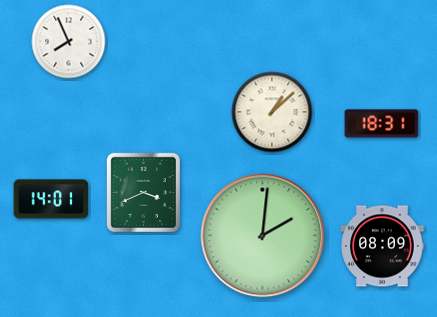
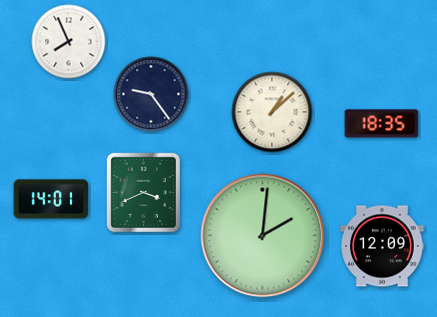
clock at (151, 94): none -> 9:24
clock at (382, 124): 18:31 -> 18:35
clock at (382, 246): 08:09 -> 12:09
